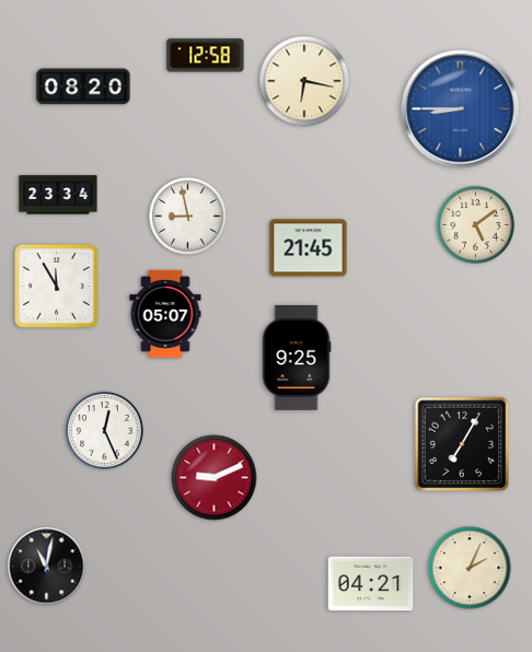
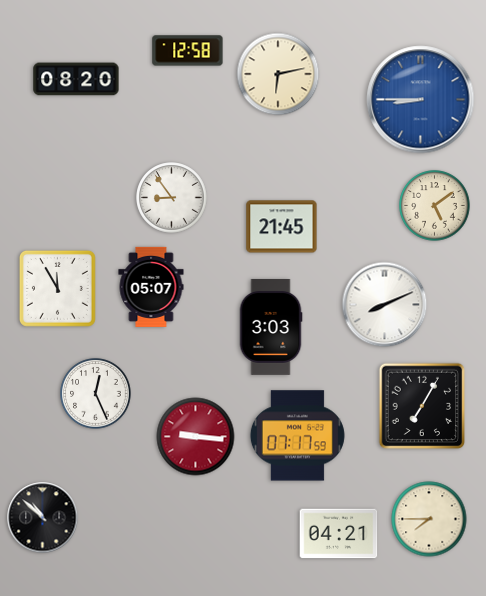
clock at (304, 81): 6:17 -> 6:13
clock at (58, 195): 23:34 -> none
clock at (188, 217): 8:58 -> 8:54
clock at (56, 286) position: (56, 286) -> (57, 288)
clock at (385, 305): none -> 8:11
clock at (297, 358): 9:25 -> 3:03
clock at (297, 436): none -> 07:17
clock at (215, 478): 9:11 -> 9:16
clock at (47, 567): 11:02 -> 10:52
clock at (470, 568): 2:04 -> 7:45
